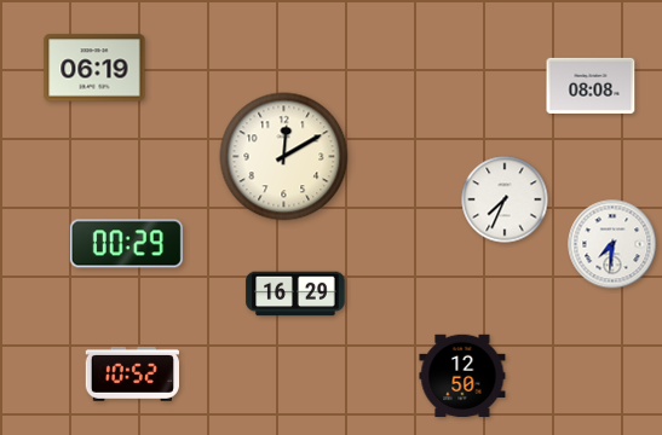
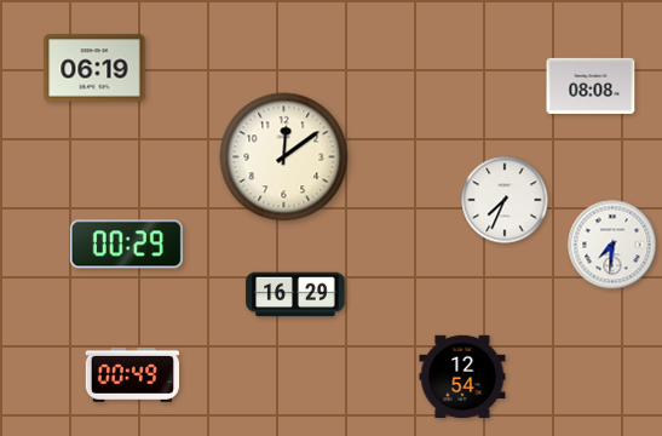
clock at (284, 157): 12:10 -> 12:09
clock at (132, 375): 10:52 -> 00:49
clock at (462, 376): 12:50 -> 12:54
